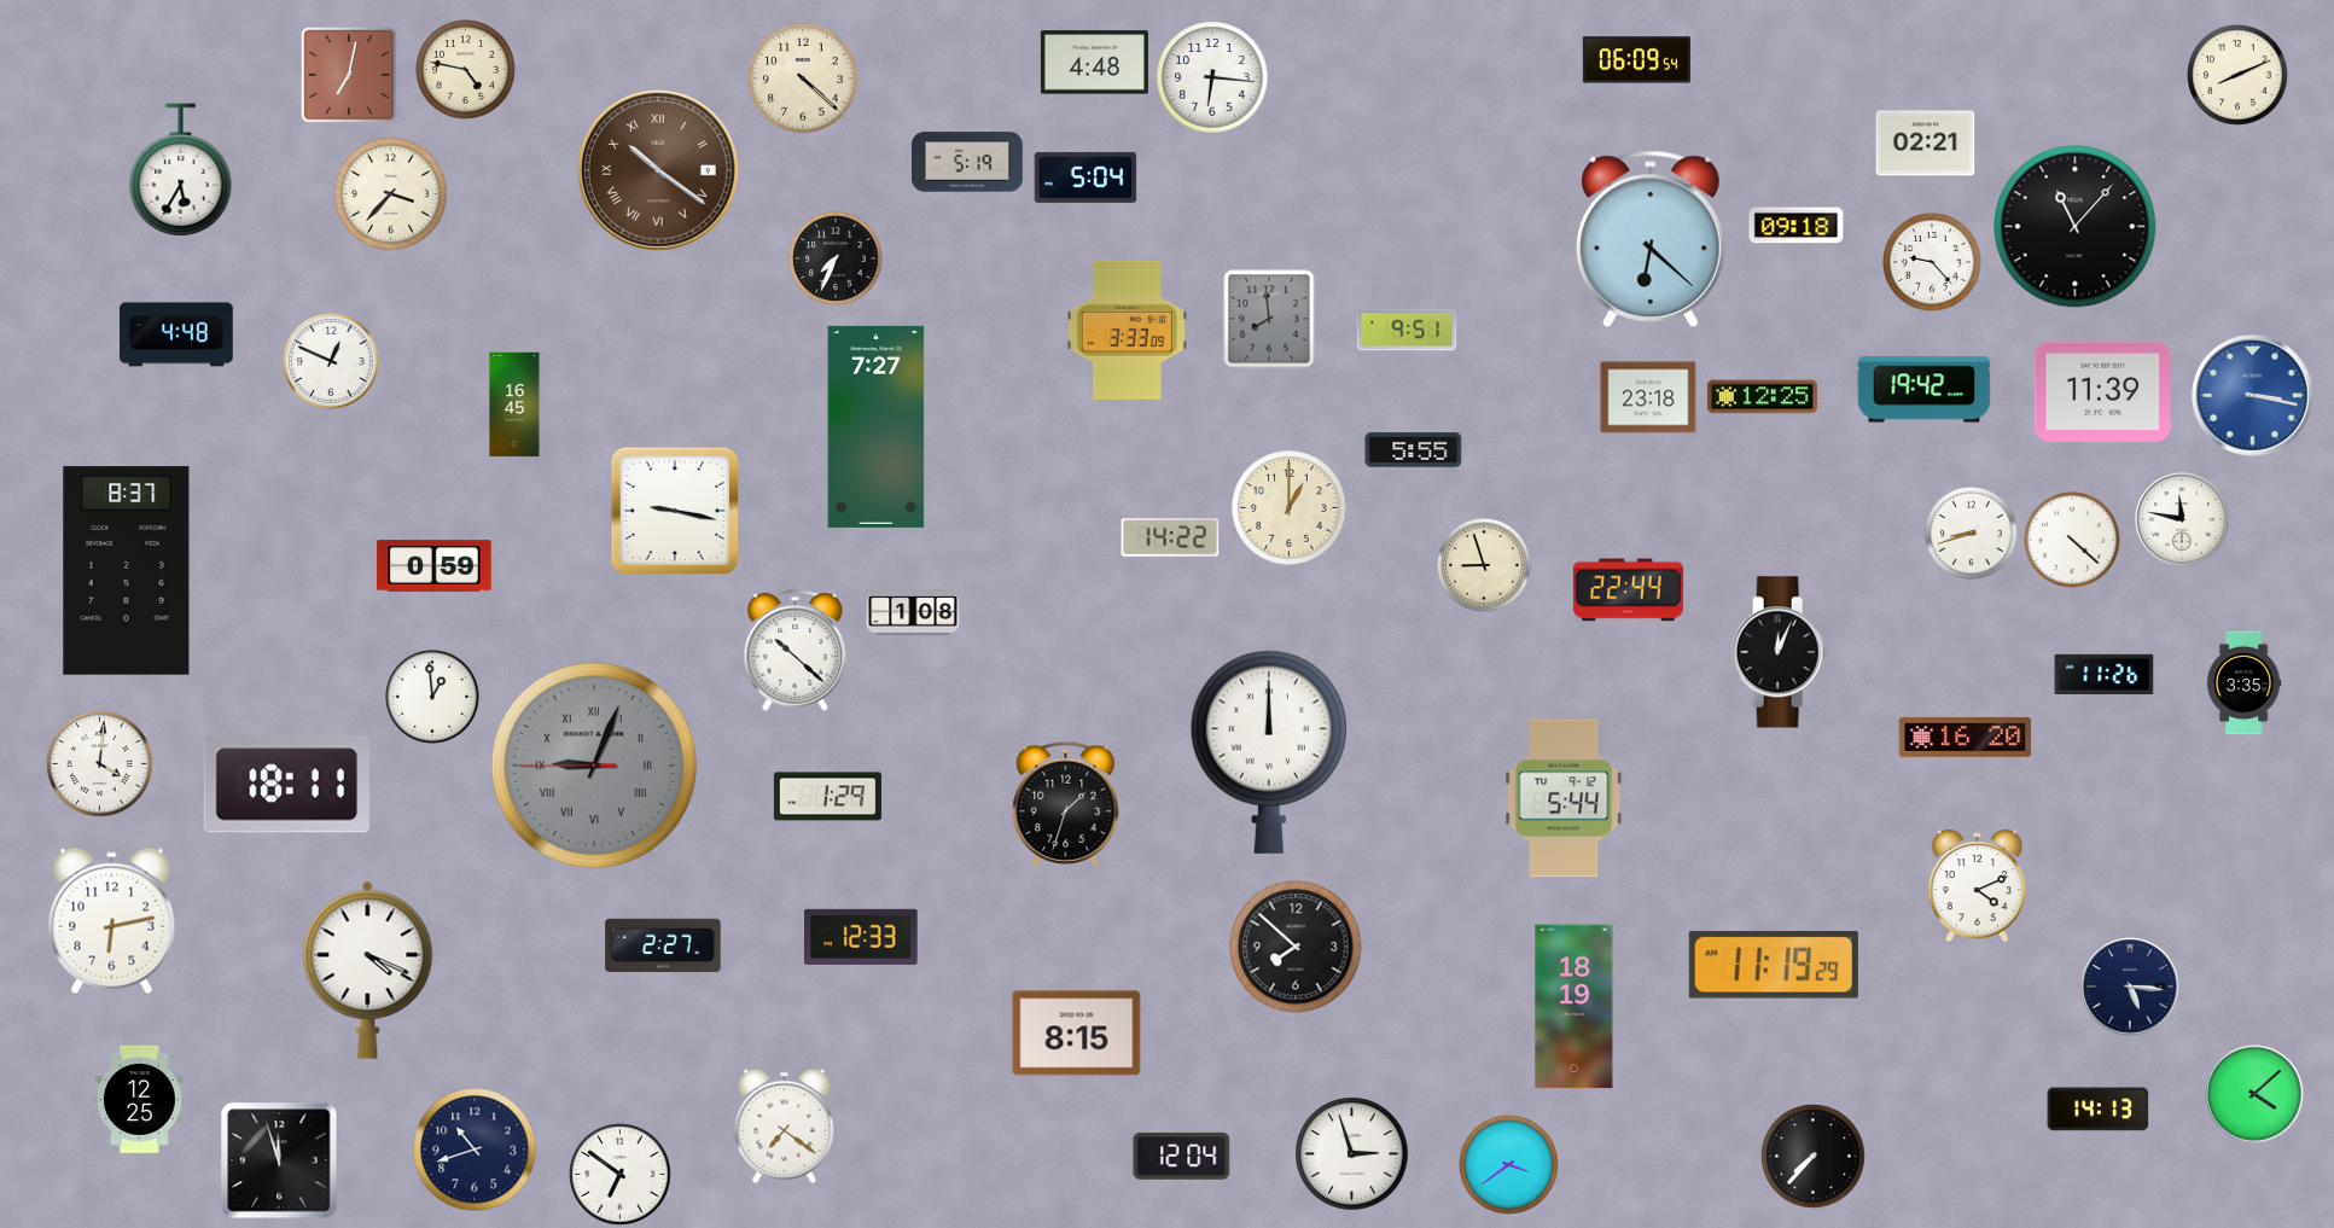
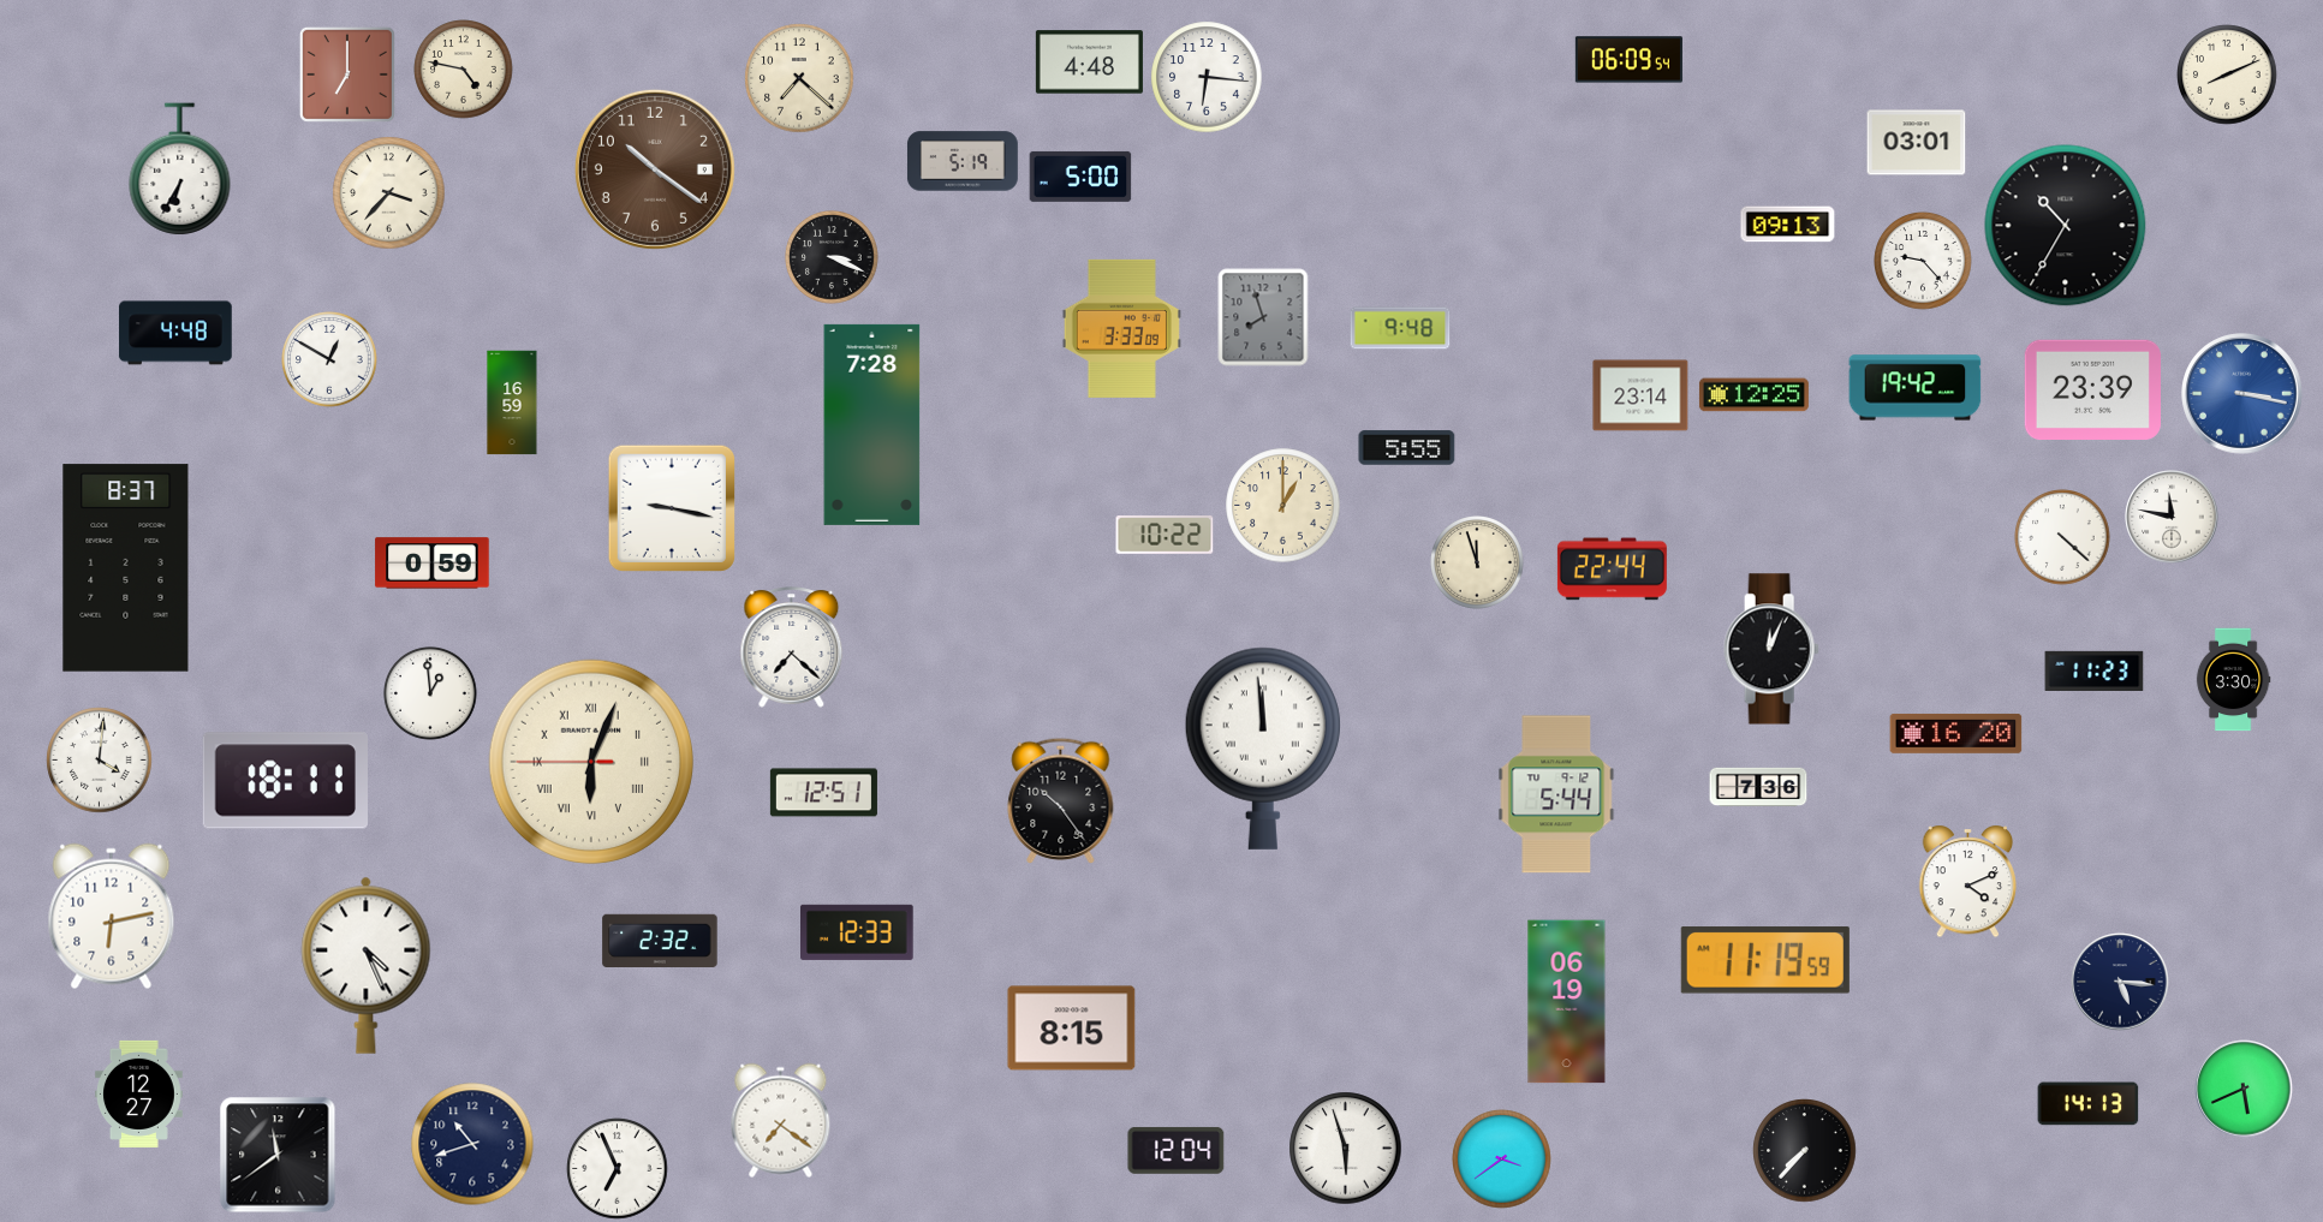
clock at (349, 75): 7:02 -> 7:00
clock at (803, 78): 4:22 -> 7:22
clock at (1926, 144): 02:21 -> 03:01
clock at (181, 170): 5:35 -> 6:35
clock at (658, 170) numerals: Roman -> Arabic
clock at (1085, 177): 5:04 -> 5:00
clock at (1797, 226): 09:18 -> 09:13
clock at (2076, 227): 11:07 -> 10:35
clock at (1651, 238): 6:22 -> none
clock at (836, 258): 7:34 -> 3:19
clock at (1269, 319): 7:59 -> 7:57
clock at (1407, 330): 9:51 -> 9:48
clock at (331, 361): 12:49 -> 12:50
clock at (2102, 391): 11:39 -> 23:39
clock at (1648, 397): 23:18 -> 23:14
clock at (514, 405): 16:45 -> 16:59
clock at (877, 426): 7:27 -> 7:28
clock at (1972, 534): 8:42 -> none
clock at (1170, 537): 14:22 -> 10:22
clock at (1484, 565): 8:57 -> 11:57
clock at (1628, 590) position: (1628, 590) -> (1612, 570)
clock at (913, 612): 1:08 -> none
clock at (796, 651): 10:22 -> 7:22
clock at (2105, 674): 11:26 -> 11:23
clock at (2243, 683): 3:35 -> 3:30
clock at (1269, 752): 12:00 -> 11:59
clock at (593, 764): 9:03 -> 6:03
clock at (593, 764) dial: grey -> cream
clock at (1758, 787): none -> 7:36
clock at (827, 797): 1:29 -> 12:51
clock at (1066, 804): 1:33 -> 10:24
clock at (663, 945): 2:27 -> 2:32
clock at (1296, 947): 7:52 -> none
clock at (1774, 965): 11:19:29 -> 11:19:59
clock at (368, 970): 4:19 -> 4:26
clock at (1575, 1007): 18:19 -> 06:19
clock at (2254, 1094): 4:08 -> 5:41
clock at (139, 1099): 12:25 -> 12:27
clock at (1352, 1154): 2:57 -> 5:57
clock at (279, 1160): 11:57 -> 11:39
clock at (621, 1175): 6:51 -> 6:56
